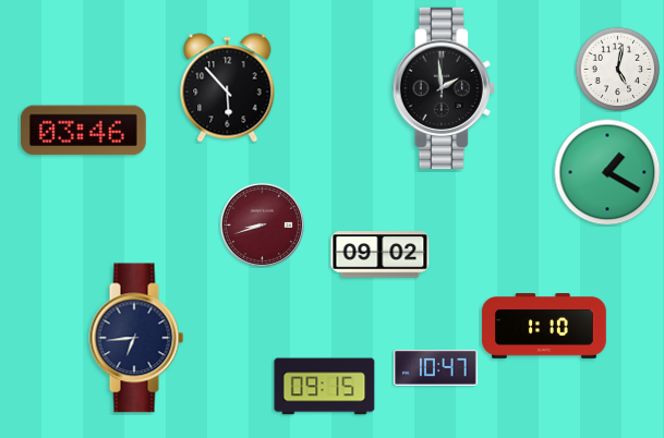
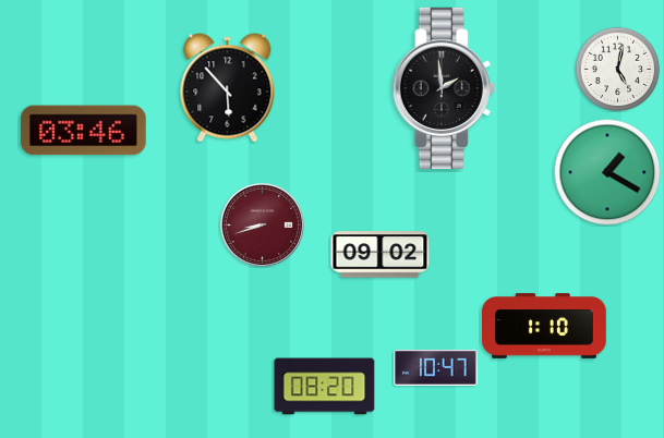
clock at (136, 338): 6:44 -> none
clock at (325, 387): 09:15 -> 08:20
